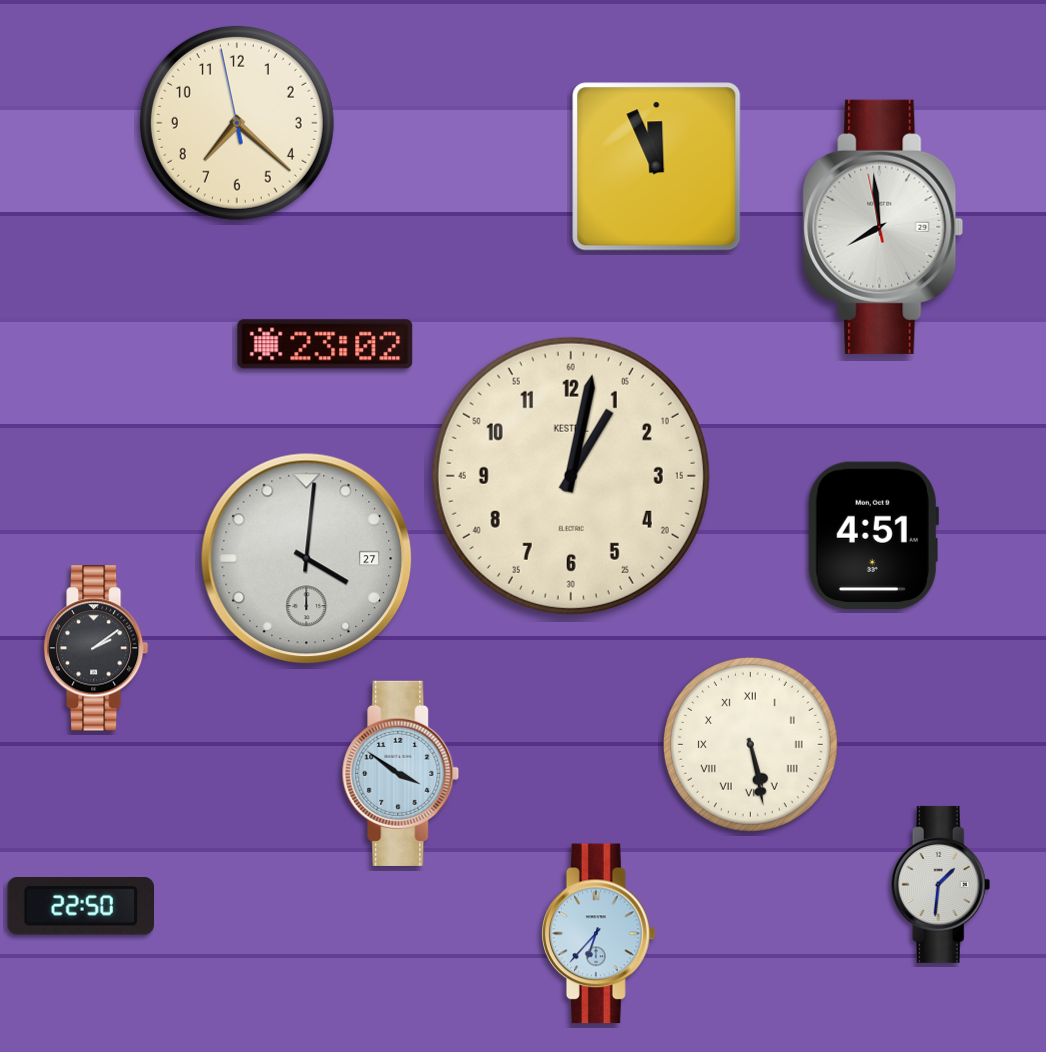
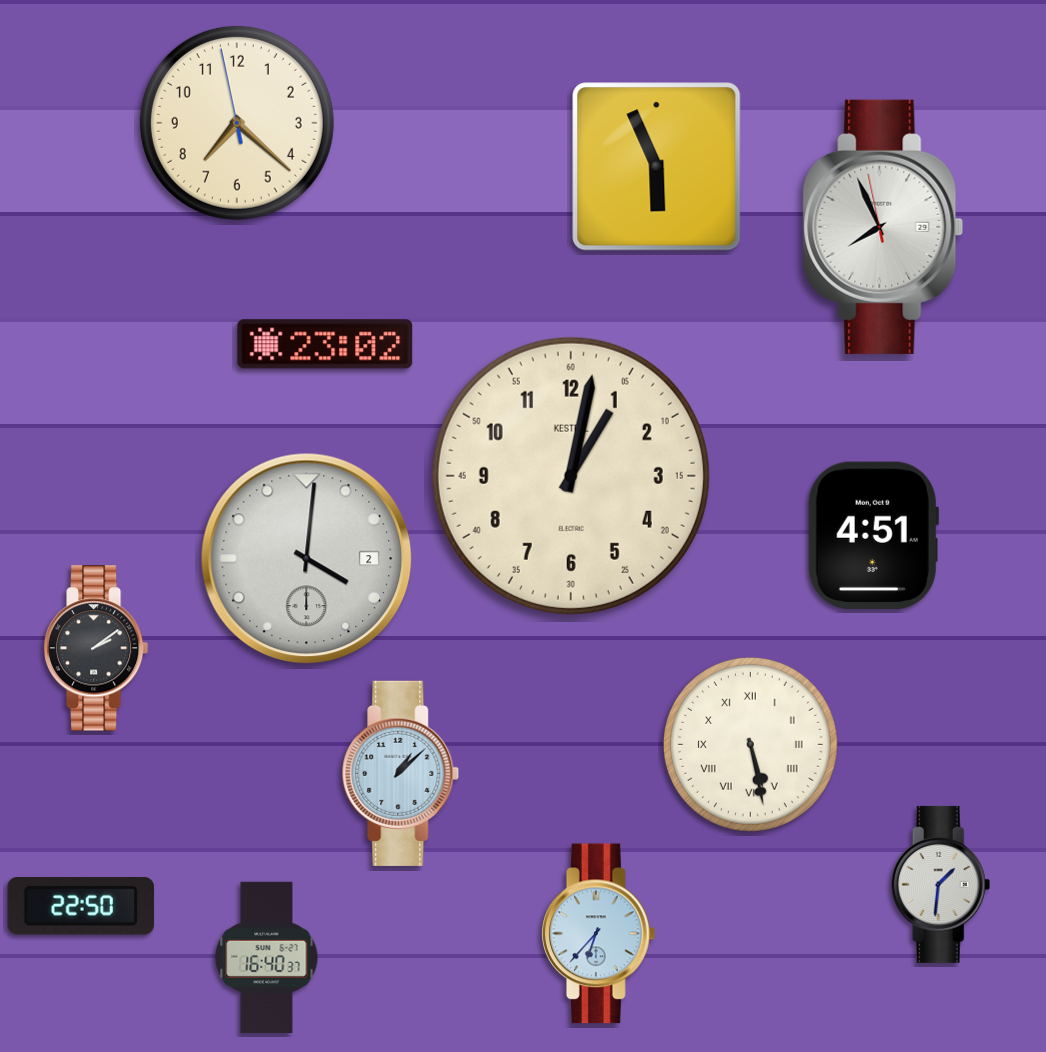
clock at (657, 167): 11:56 -> 5:56
clock at (883, 227): 7:58 -> 7:55
clock at (307, 559) date: 27 -> 2
clock at (401, 773): 3:51 -> 1:08
clock at (267, 957): none -> 16:40
